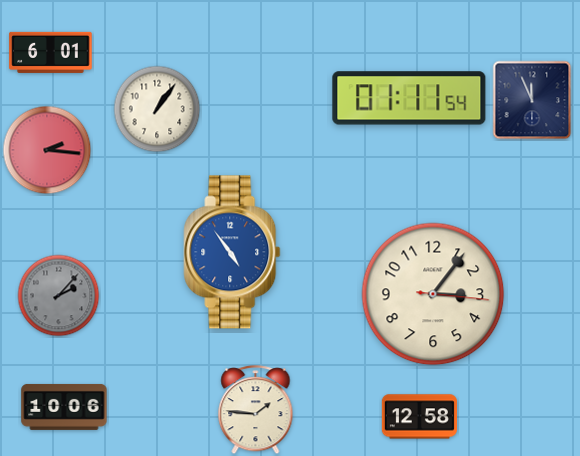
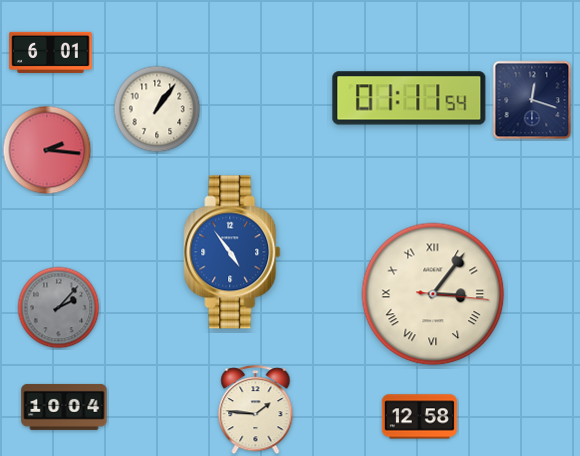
clock at (532, 100): 11:56 -> 12:18
clock at (433, 294) numerals: Arabic -> Roman
clock at (59, 296) position: (59, 296) -> (59, 308)
clock at (64, 407): 10:06 -> 10:04
